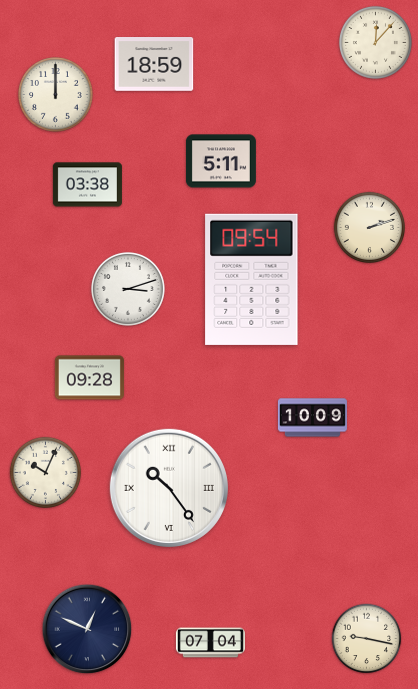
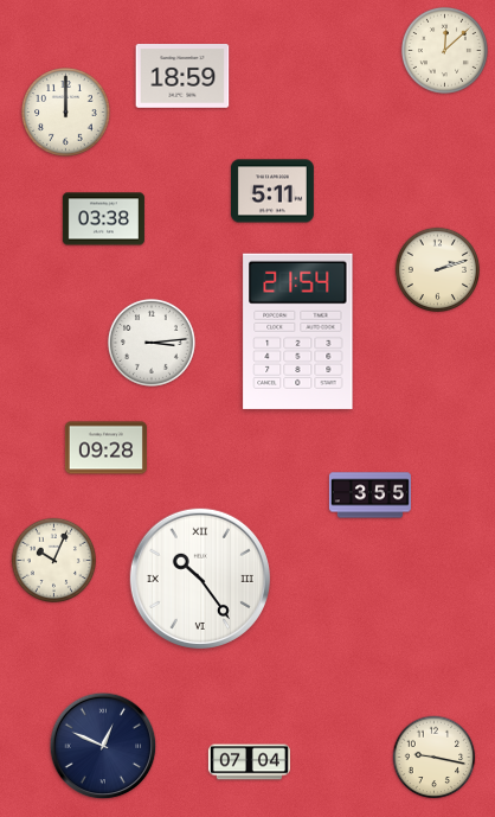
clock at (375, 42): 12:07 -> 12:08
clock at (221, 161) position: (221, 161) -> (272, 191)
clock at (252, 279): 09:54 -> 21:54
clock at (128, 289): 3:12 -> 3:14
clock at (312, 418): 10:09 -> 3:55
